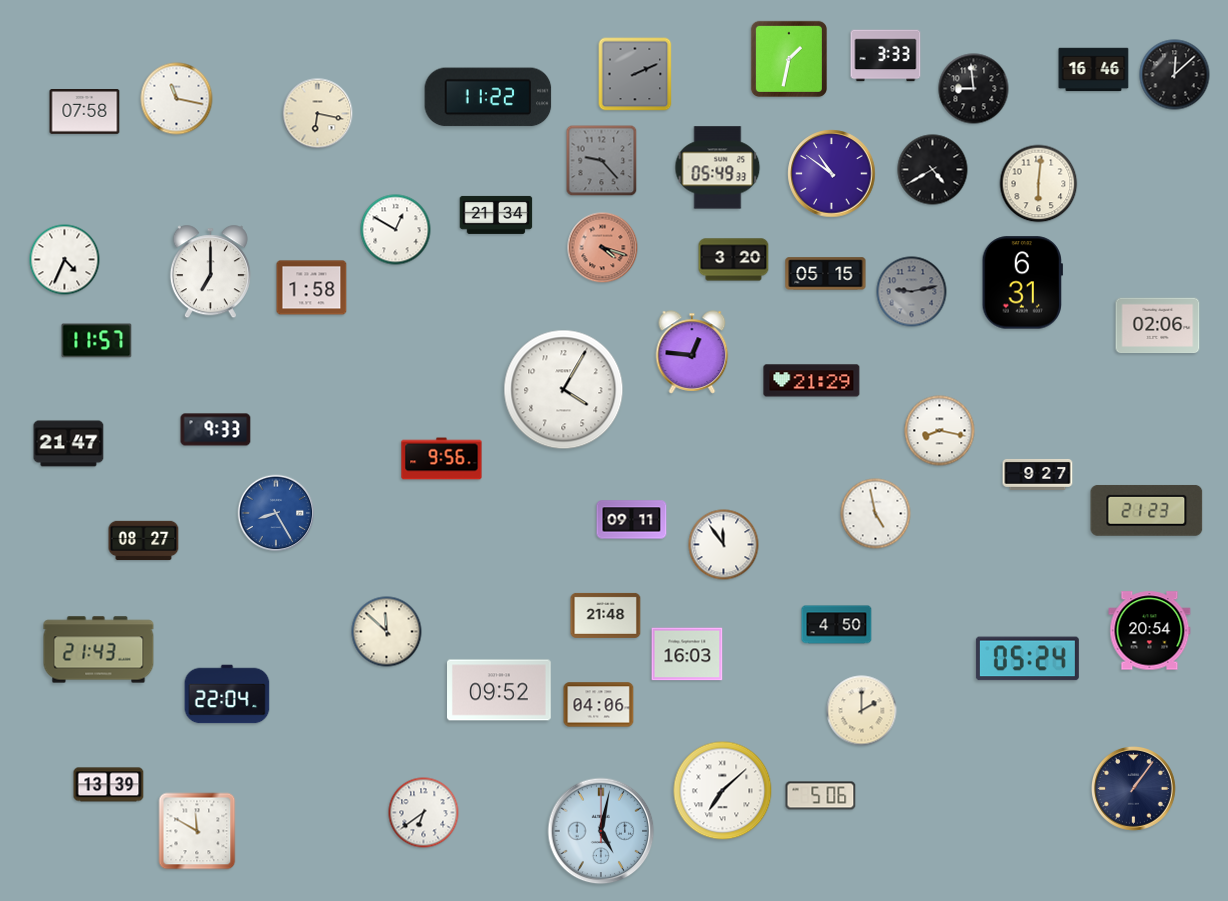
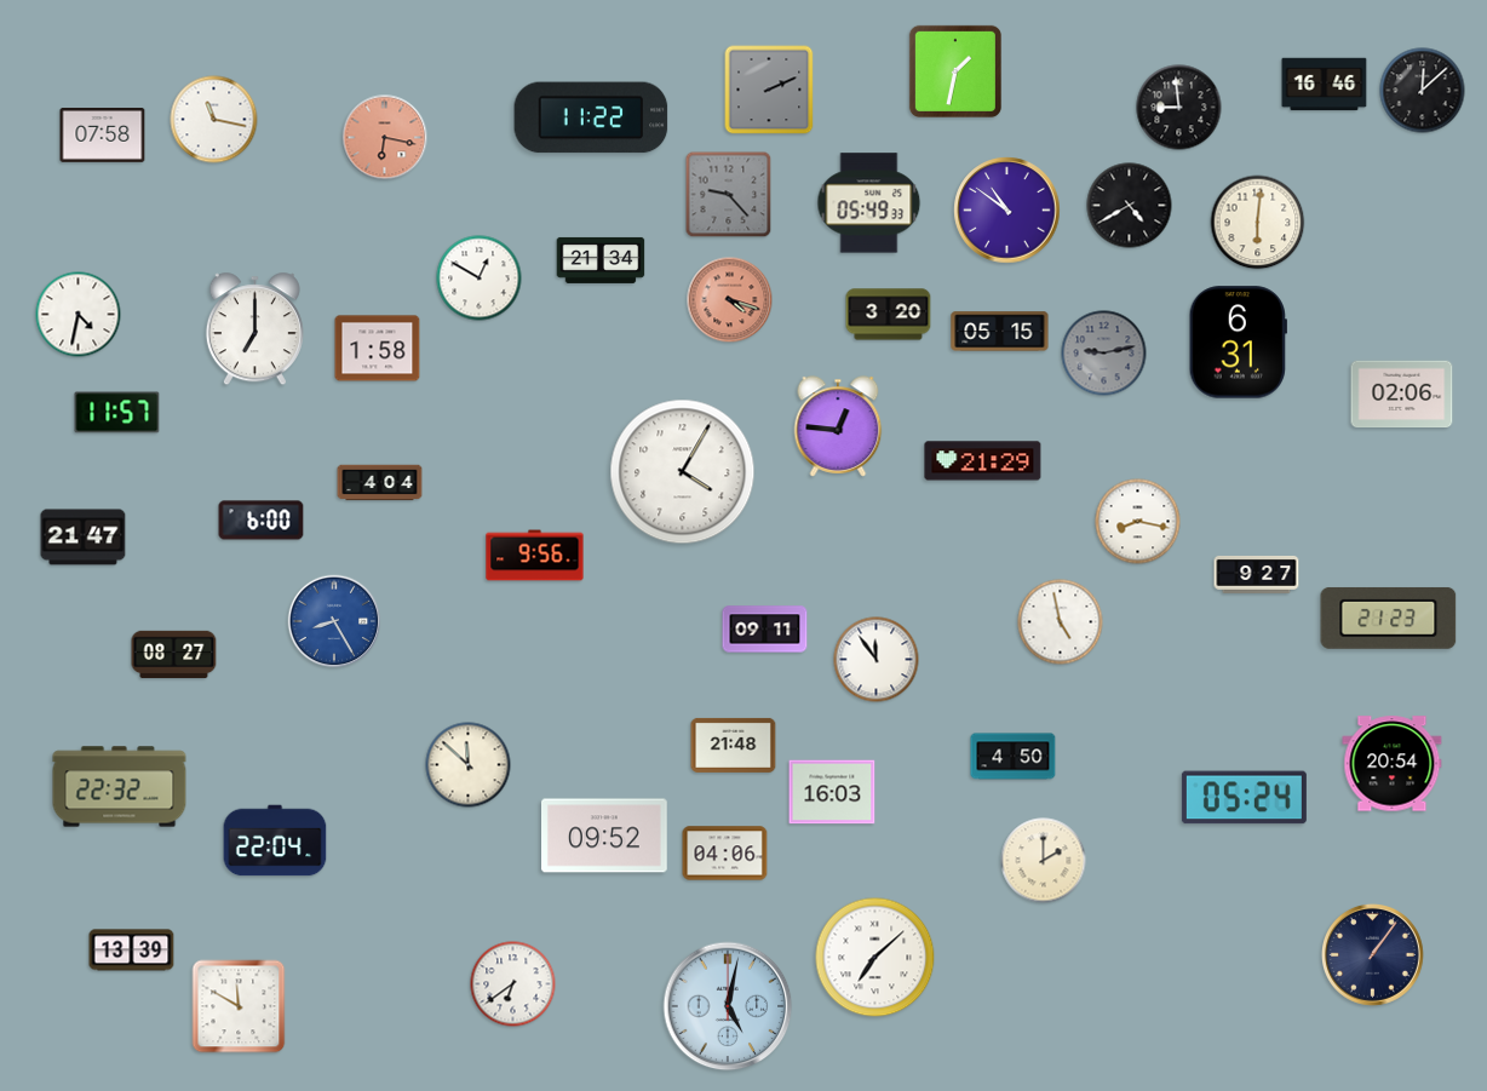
clock at (886, 56): 3:33 -> none
clock at (318, 114) dial: cream -> salmon
clock at (65, 260): 4:34 -> 4:32
clock at (380, 483): none -> 4:04
clock at (216, 430): 9:33 -> 6:00
clock at (99, 650): 21:43 -> 22:32
clock at (821, 796): 5:06 -> none
